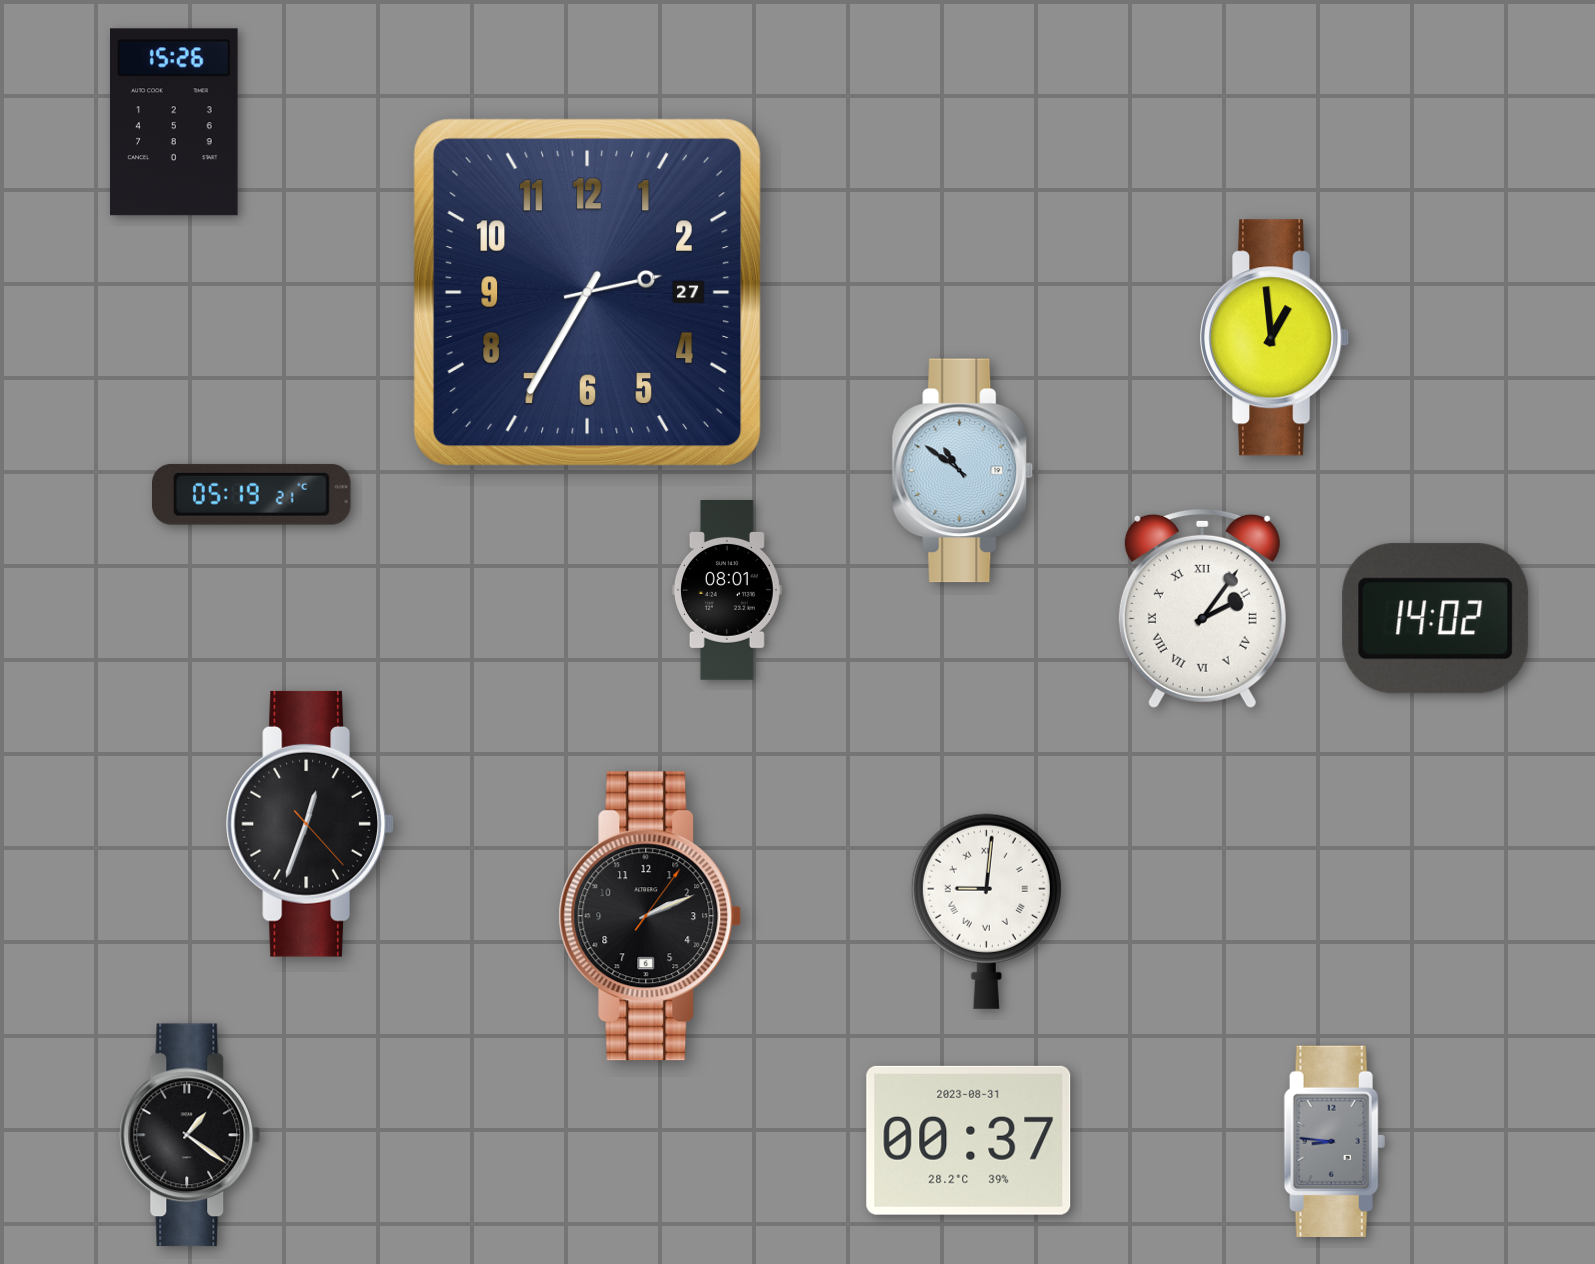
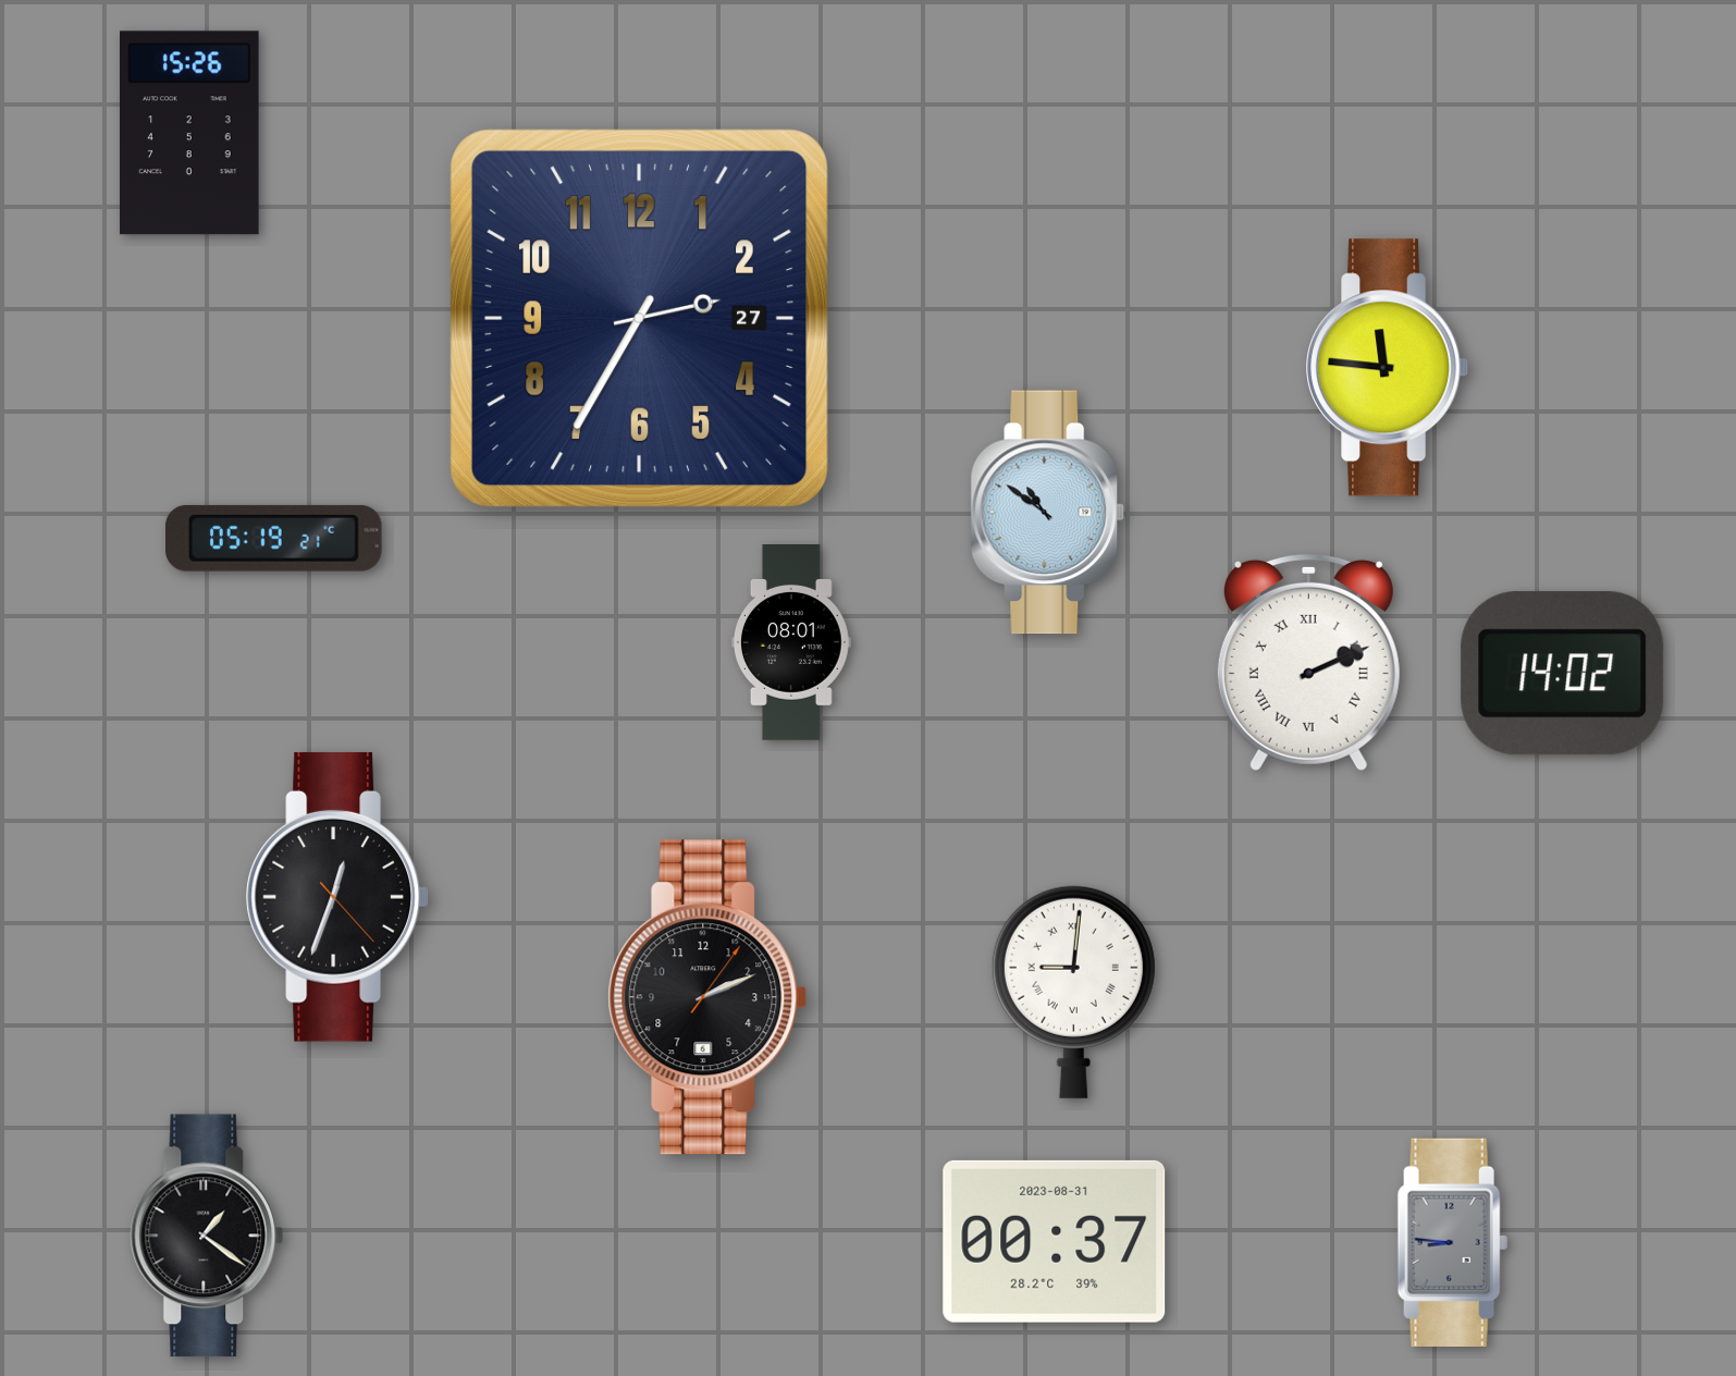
clock at (1275, 338): 12:59 -> 11:46
clock at (1202, 608): 2:06 -> 2:11
